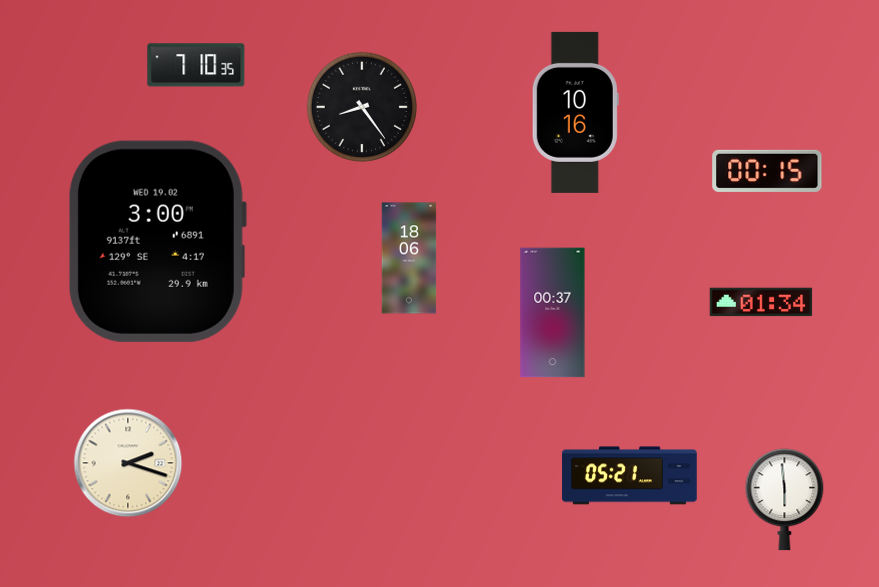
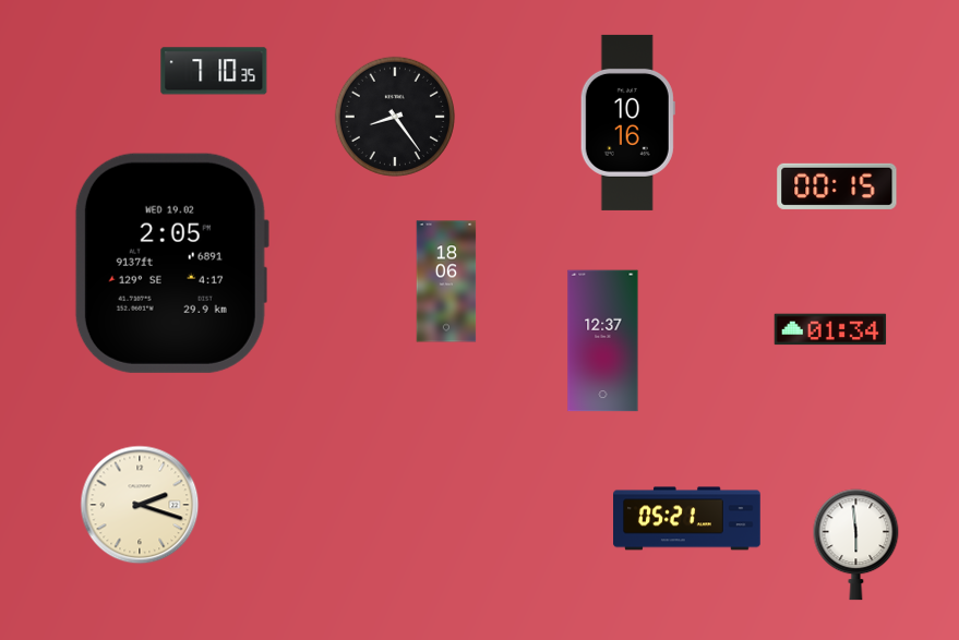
clock at (157, 241): 3:00 -> 2:05
clock at (553, 313): 00:37 -> 12:37
